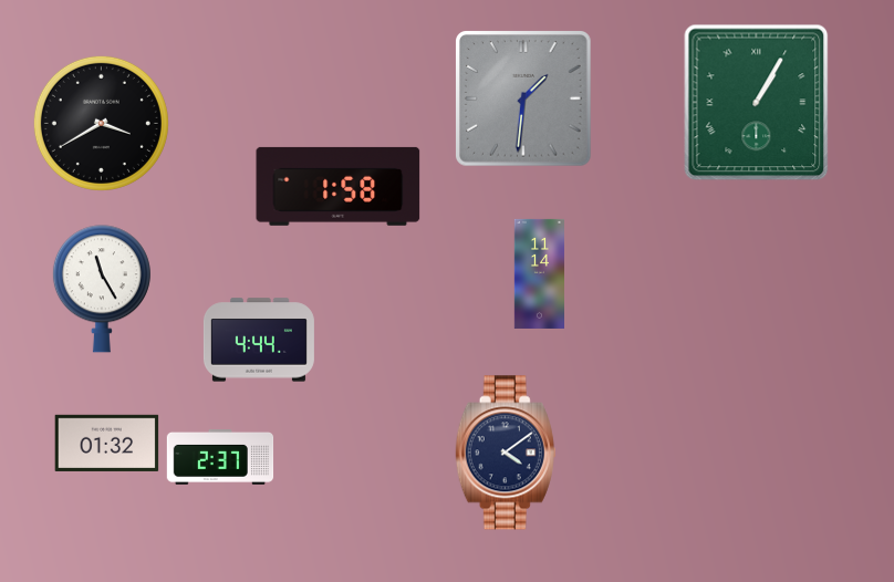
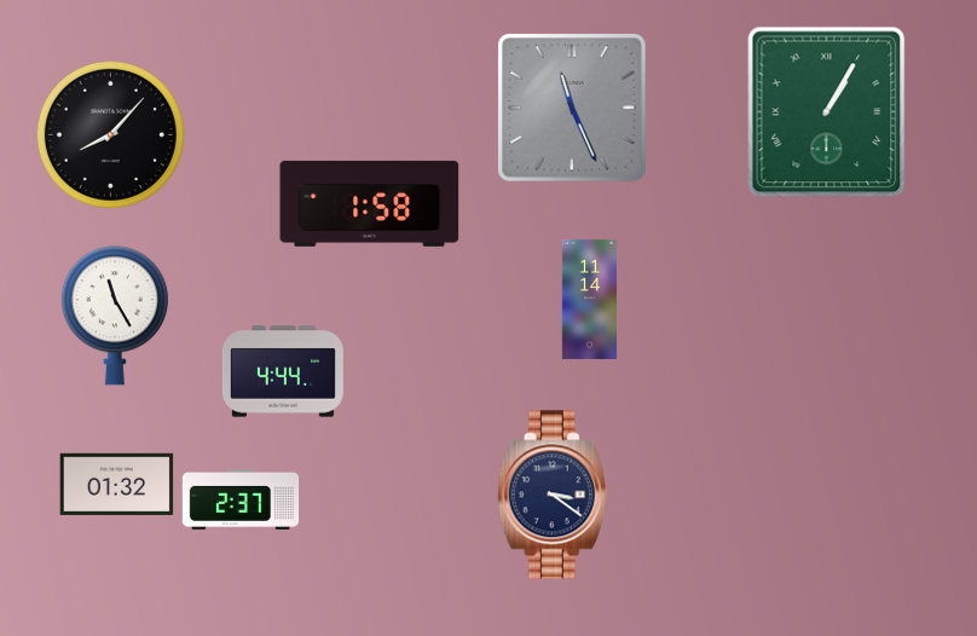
clock at (523, 98): 1:31 -> 11:26
clock at (101, 123): 3:40 -> 8:07
clock at (102, 289) position: (102, 289) -> (115, 316)
clock at (506, 453): 4:09 -> 3:21
